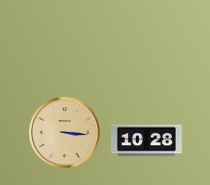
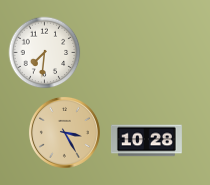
clock at (45, 53): none -> 7:31
clock at (64, 132): 3:16 -> 3:25
